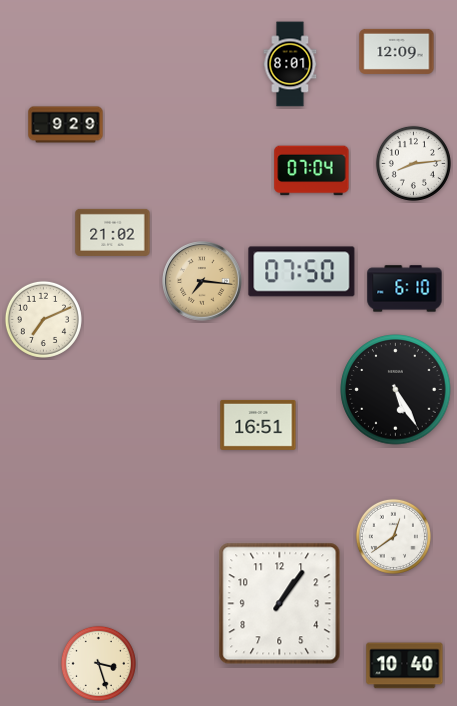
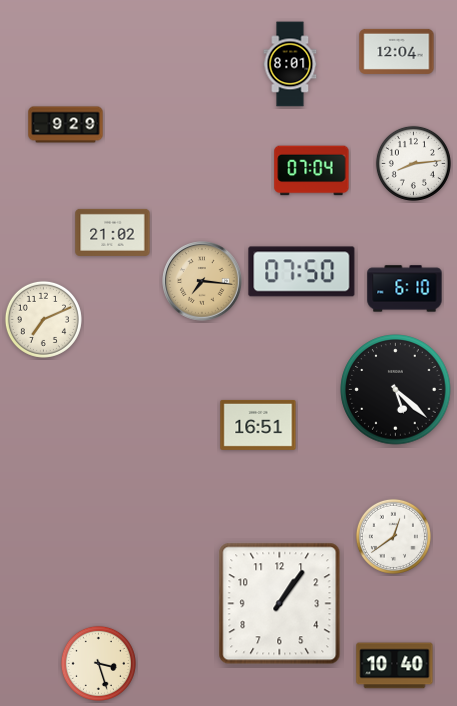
clock at (397, 51): 12:09 -> 12:04
clock at (396, 390): 5:25 -> 5:22
clock at (405, 666) position: (405, 666) -> (395, 666)
